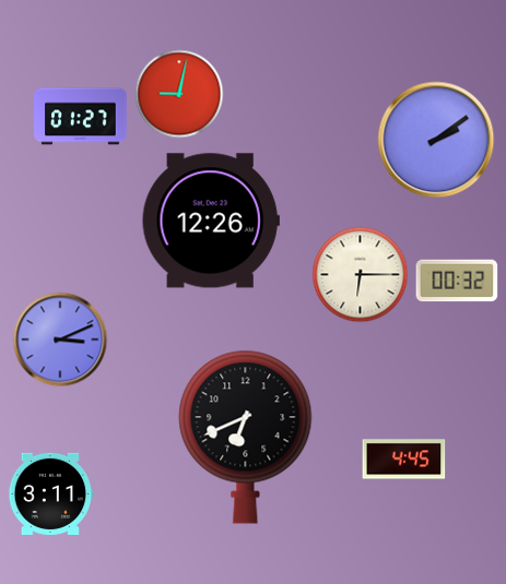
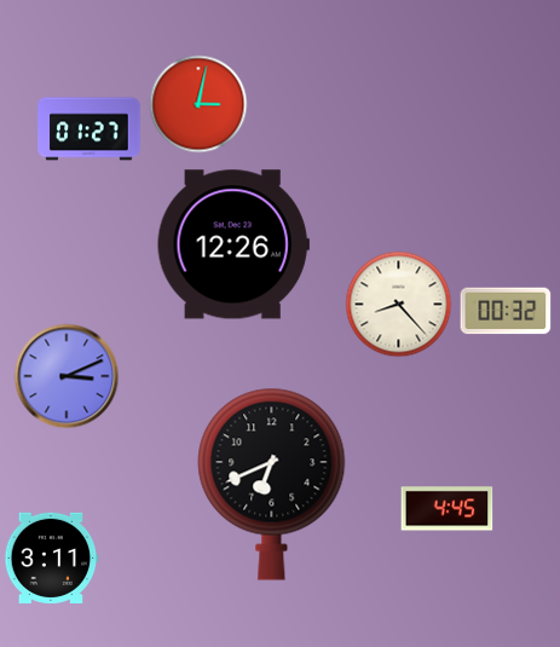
clock at (179, 94): 9:02 -> 3:02
clock at (436, 140): 2:09 -> none
clock at (361, 275): 6:15 -> 8:23
clock at (51, 493) position: (51, 493) -> (52, 558)
